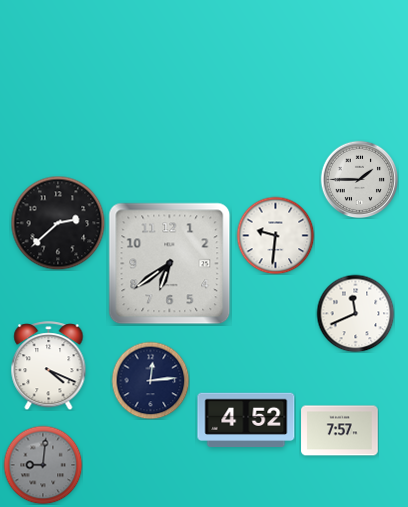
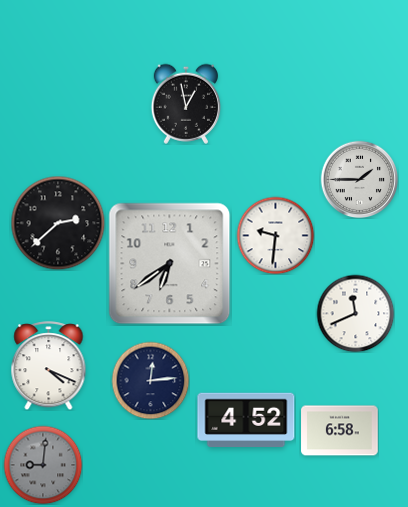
clock at (185, 104): none -> 12:58
clock at (340, 431): 7:57 -> 6:58
